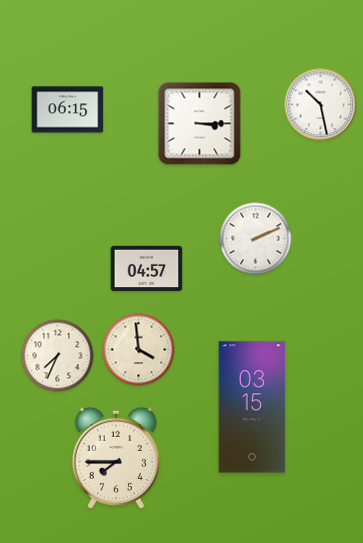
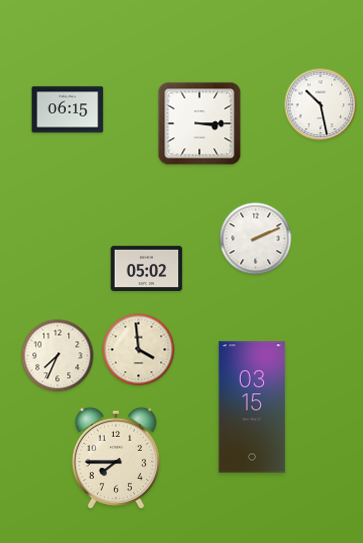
clock at (147, 269): 04:57 -> 05:02
